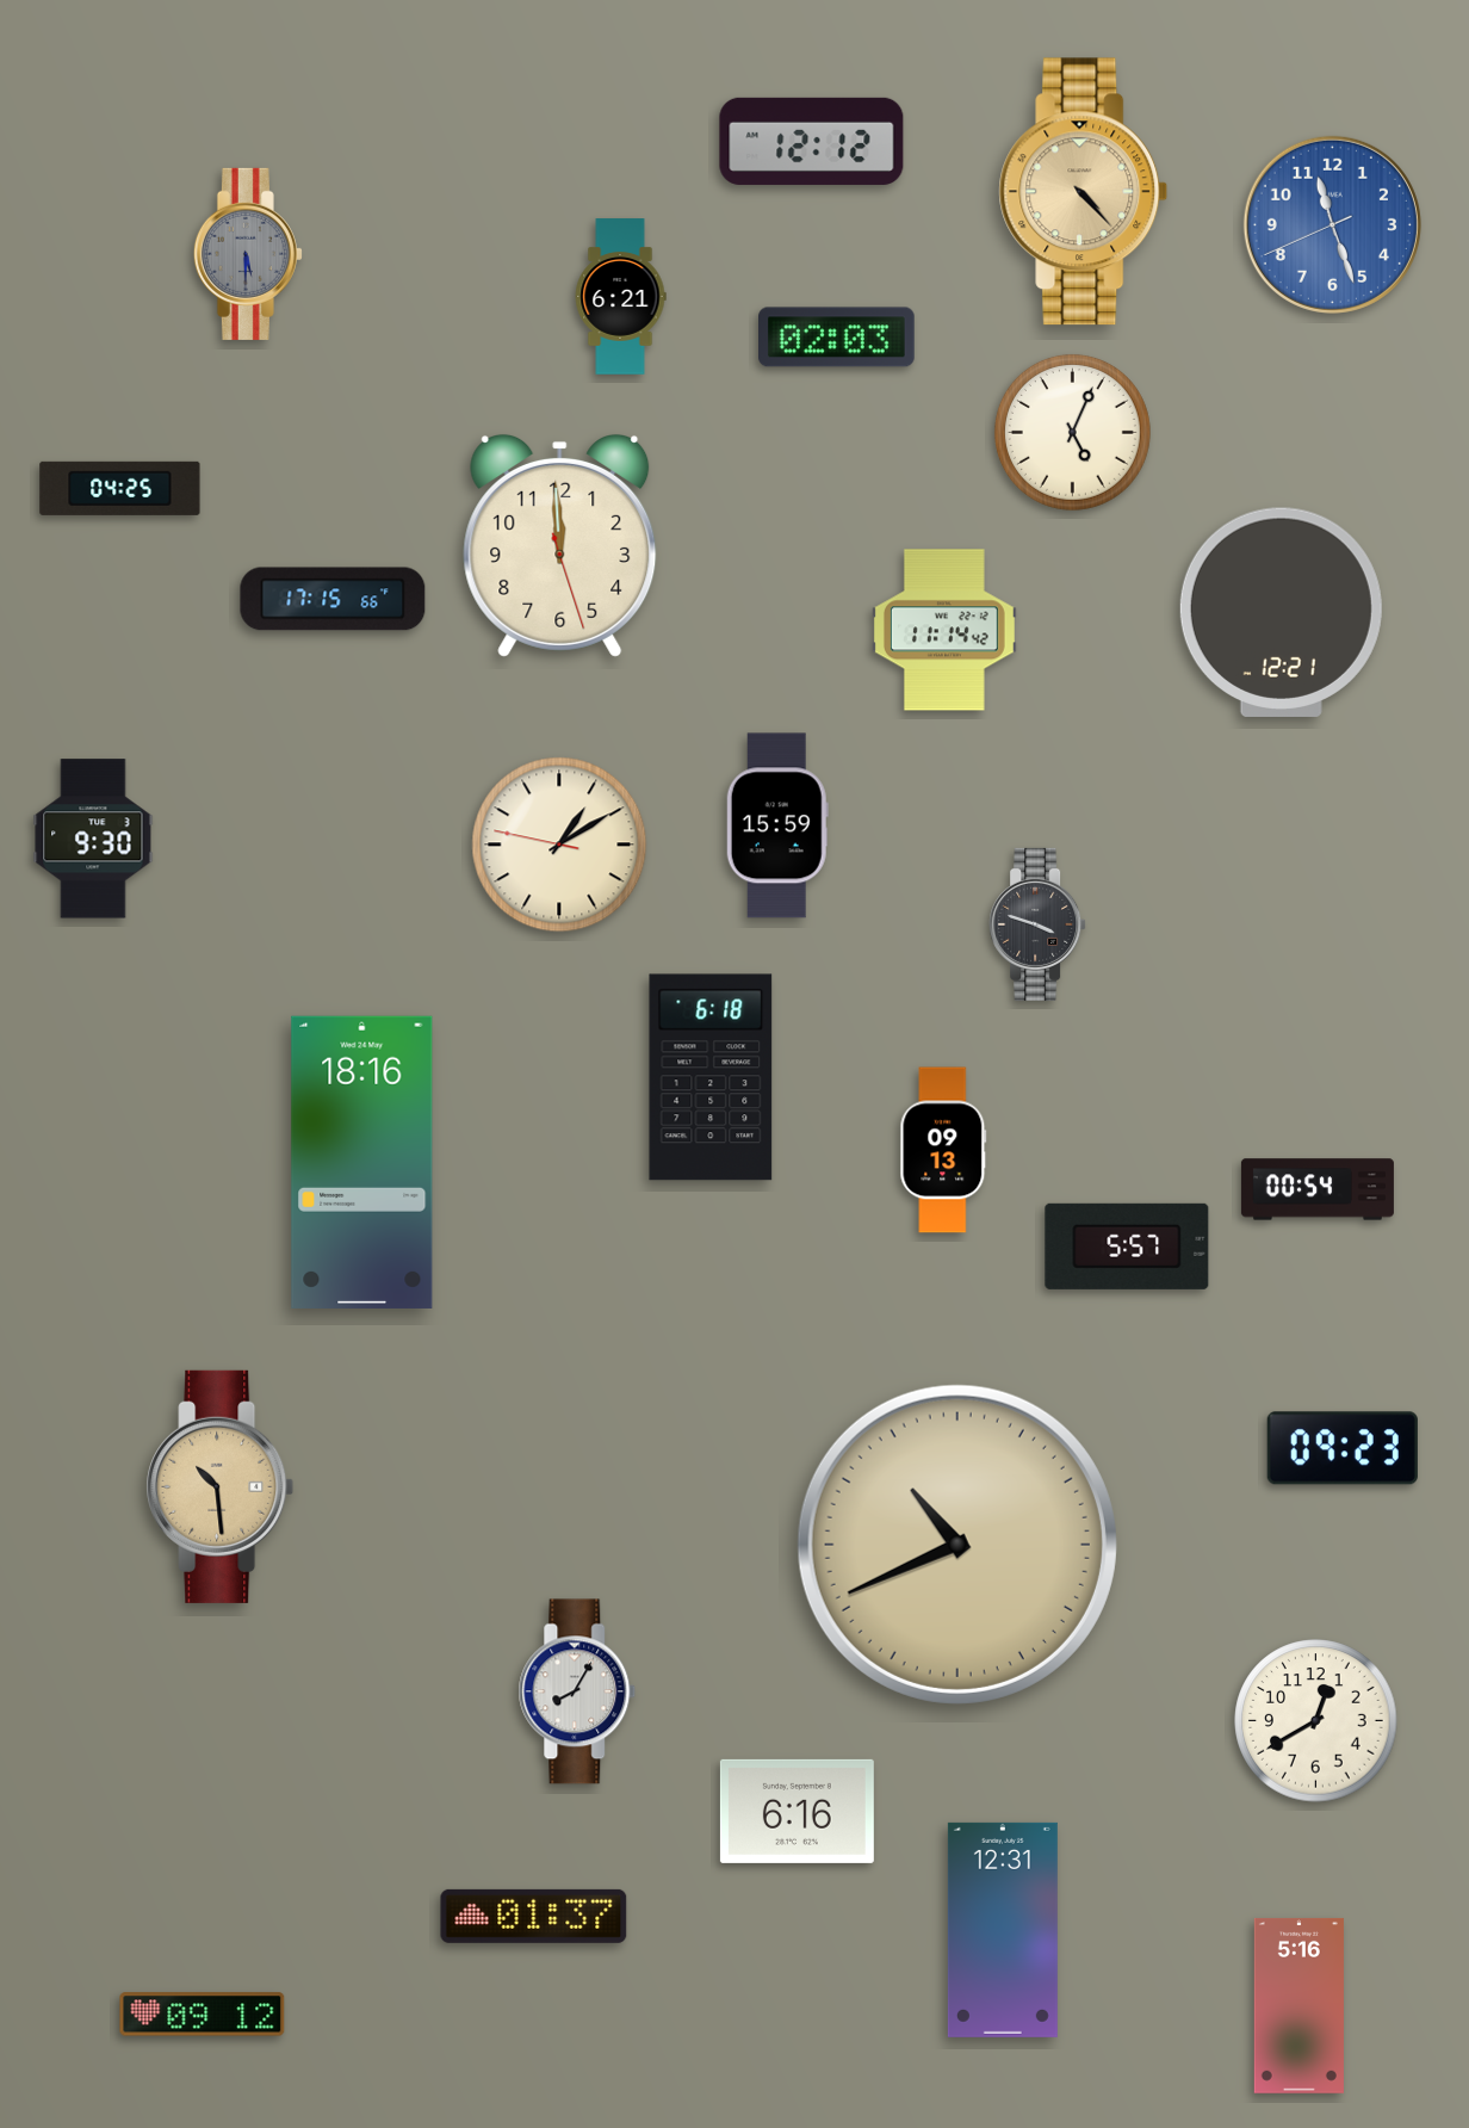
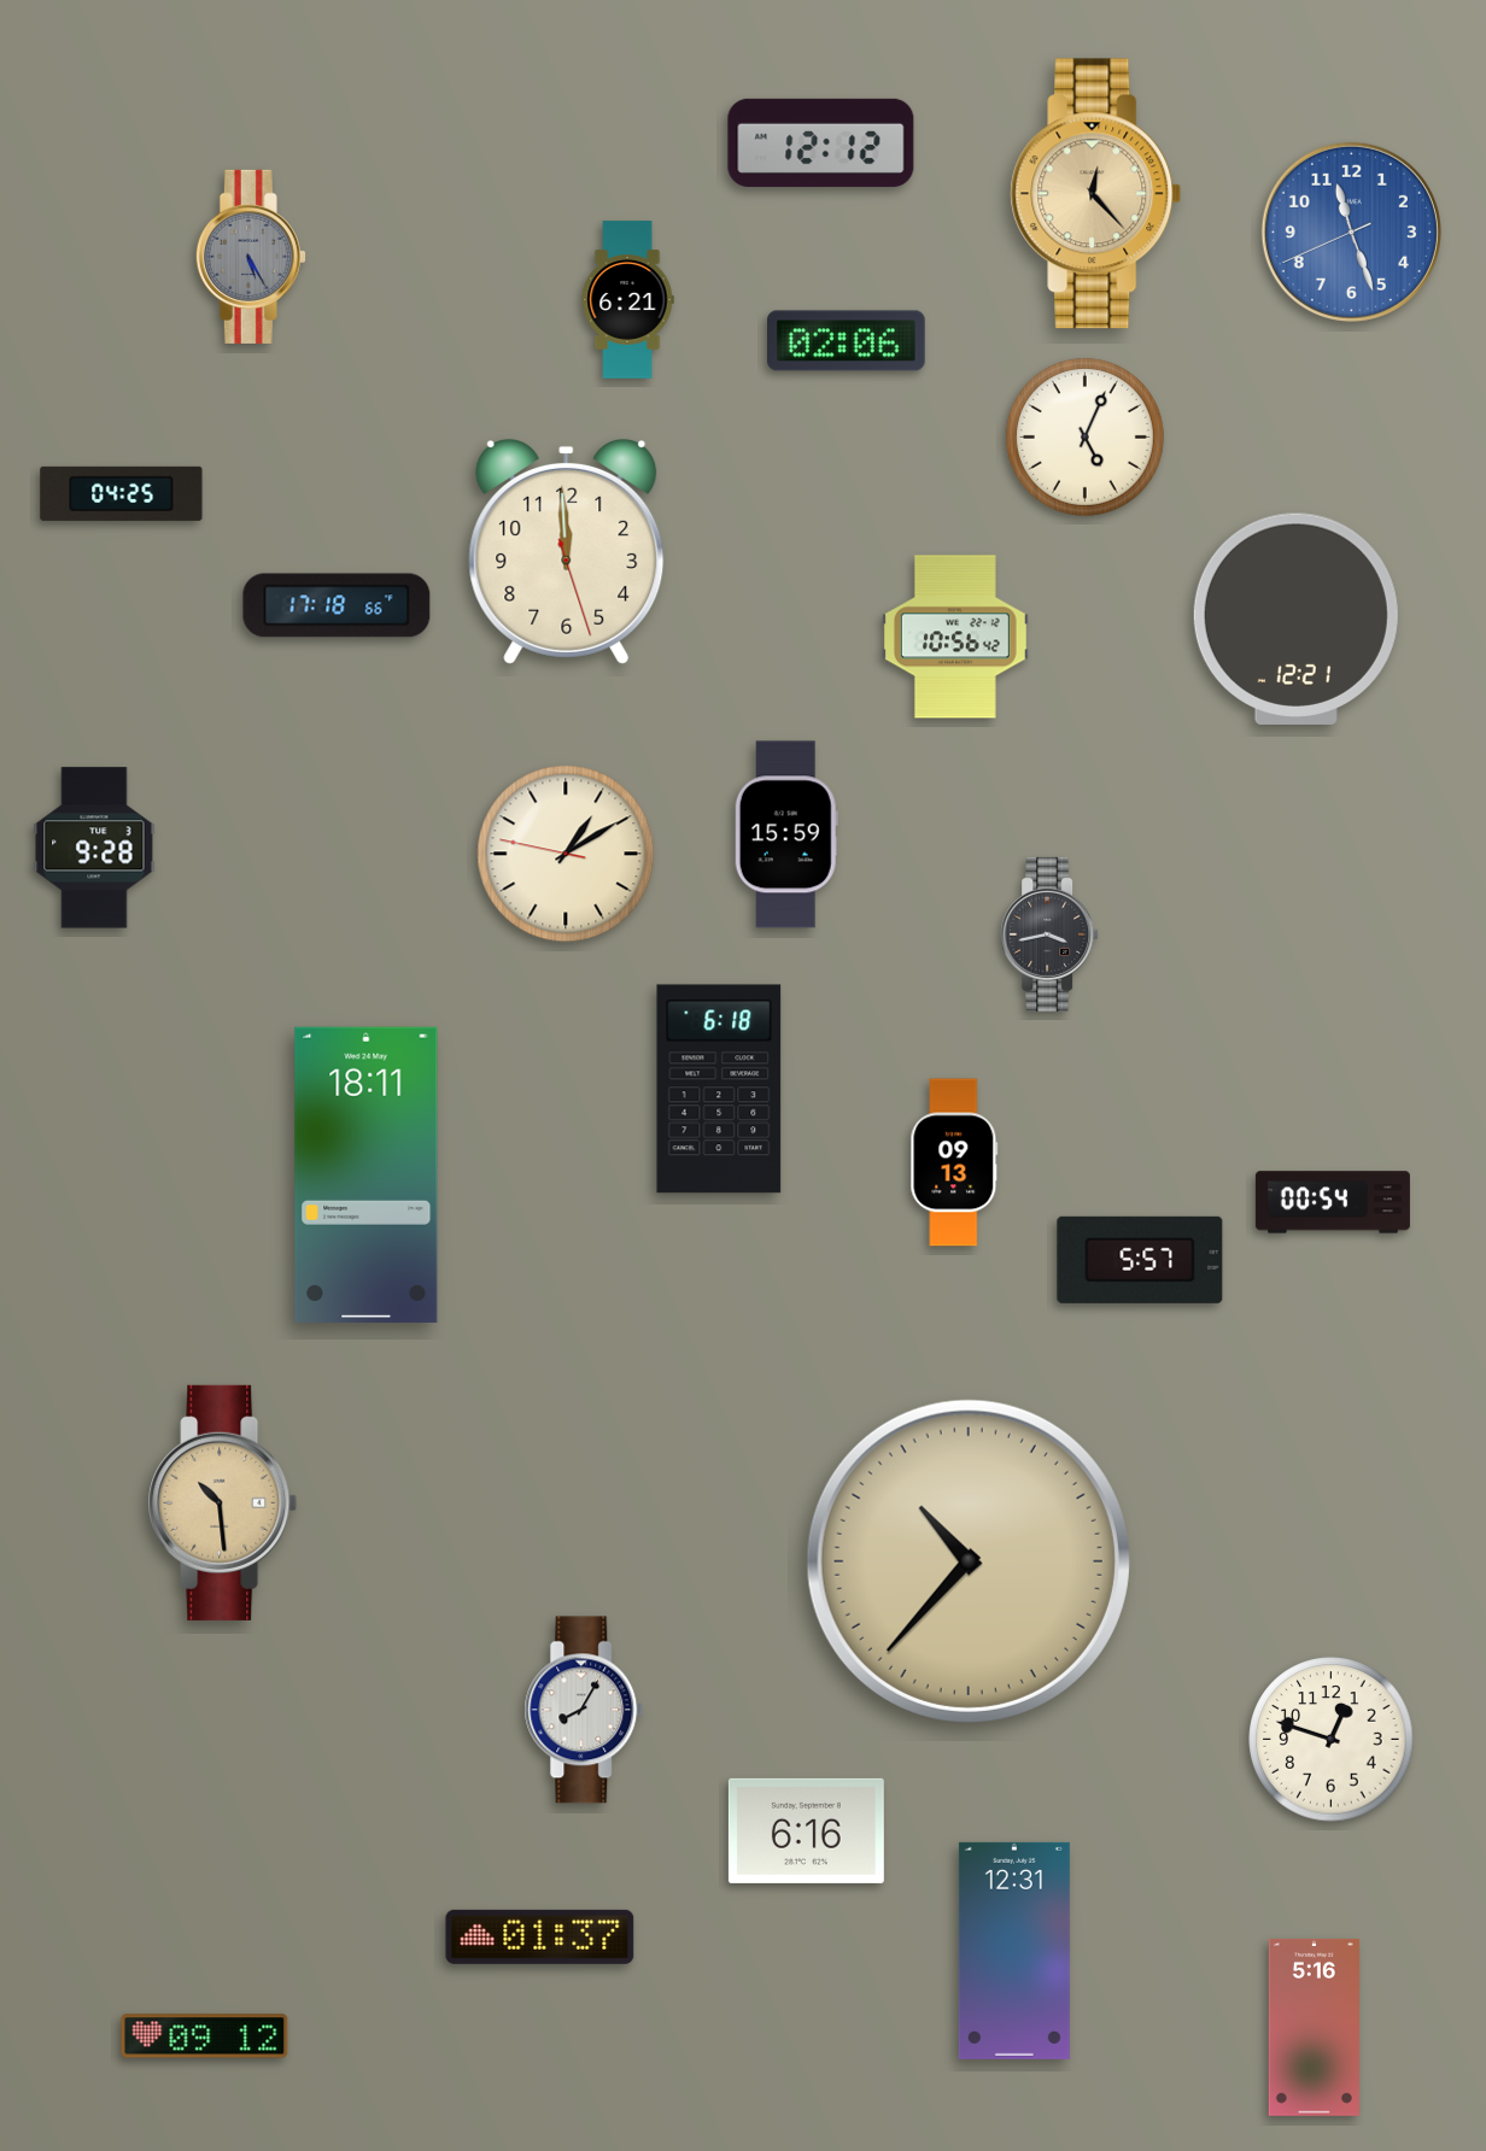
clock at (1084, 192): 4:23 -> 12:23
clock at (1332, 224) position: (1332, 224) -> (1351, 231)
clock at (248, 254): 5:30 -> 5:25
clock at (837, 338): 02:03 -> 02:06
clock at (333, 599): 17:15 -> 17:18
clock at (944, 630): 11:14 -> 10:56
clock at (93, 839): 9:30 -> 9:28
clock at (1037, 924): 3:48 -> 3:43
clock at (362, 1162): 18:16 -> 18:11
clock at (1343, 1448): 09:23 -> none
clock at (957, 1545): 10:41 -> 10:37
clock at (1316, 1721): 12:40 -> 12:48
